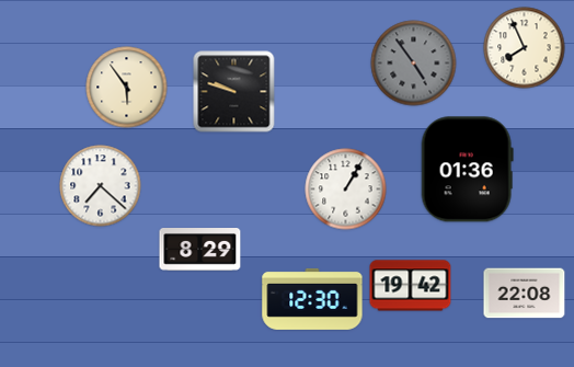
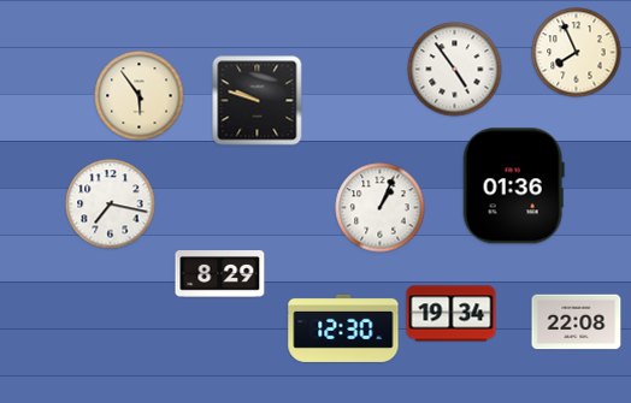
clock at (414, 64) dial: grey -> white
clock at (101, 186): 7:22 -> 7:17
clock at (346, 190): 1:05 -> 1:04
clock at (411, 286): 19:42 -> 19:34
